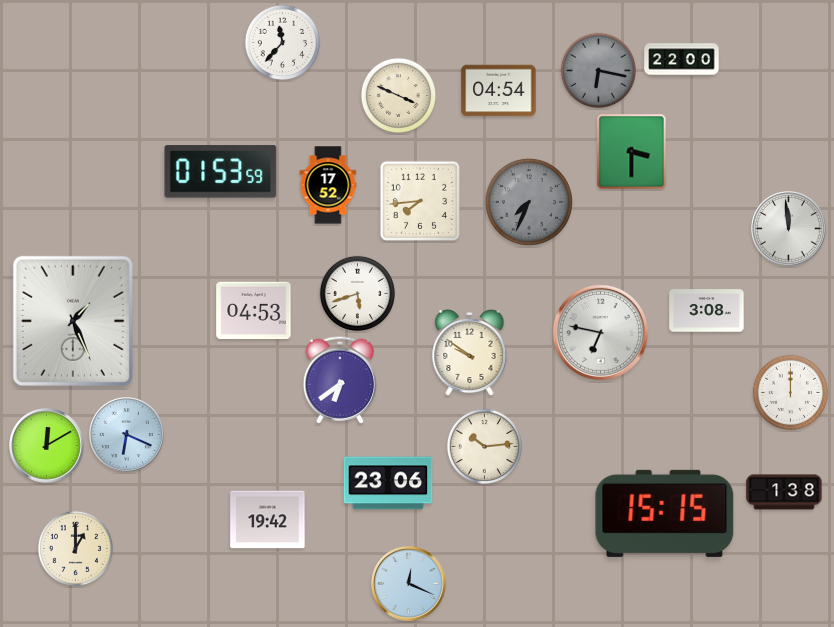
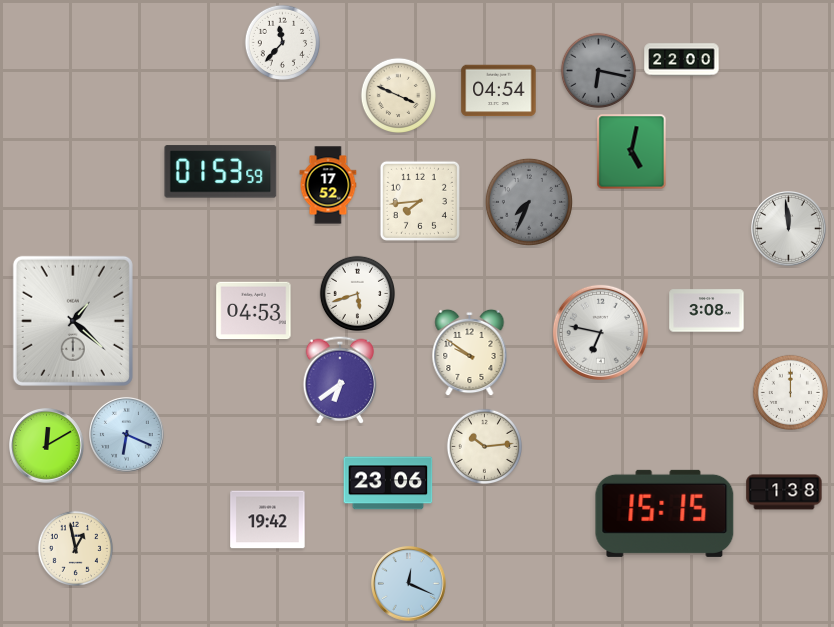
clock at (632, 152): 3:30 -> 5:02
clock at (73, 321): 1:26 -> 1:22
clock at (75, 548): 1:00 -> 12:58
